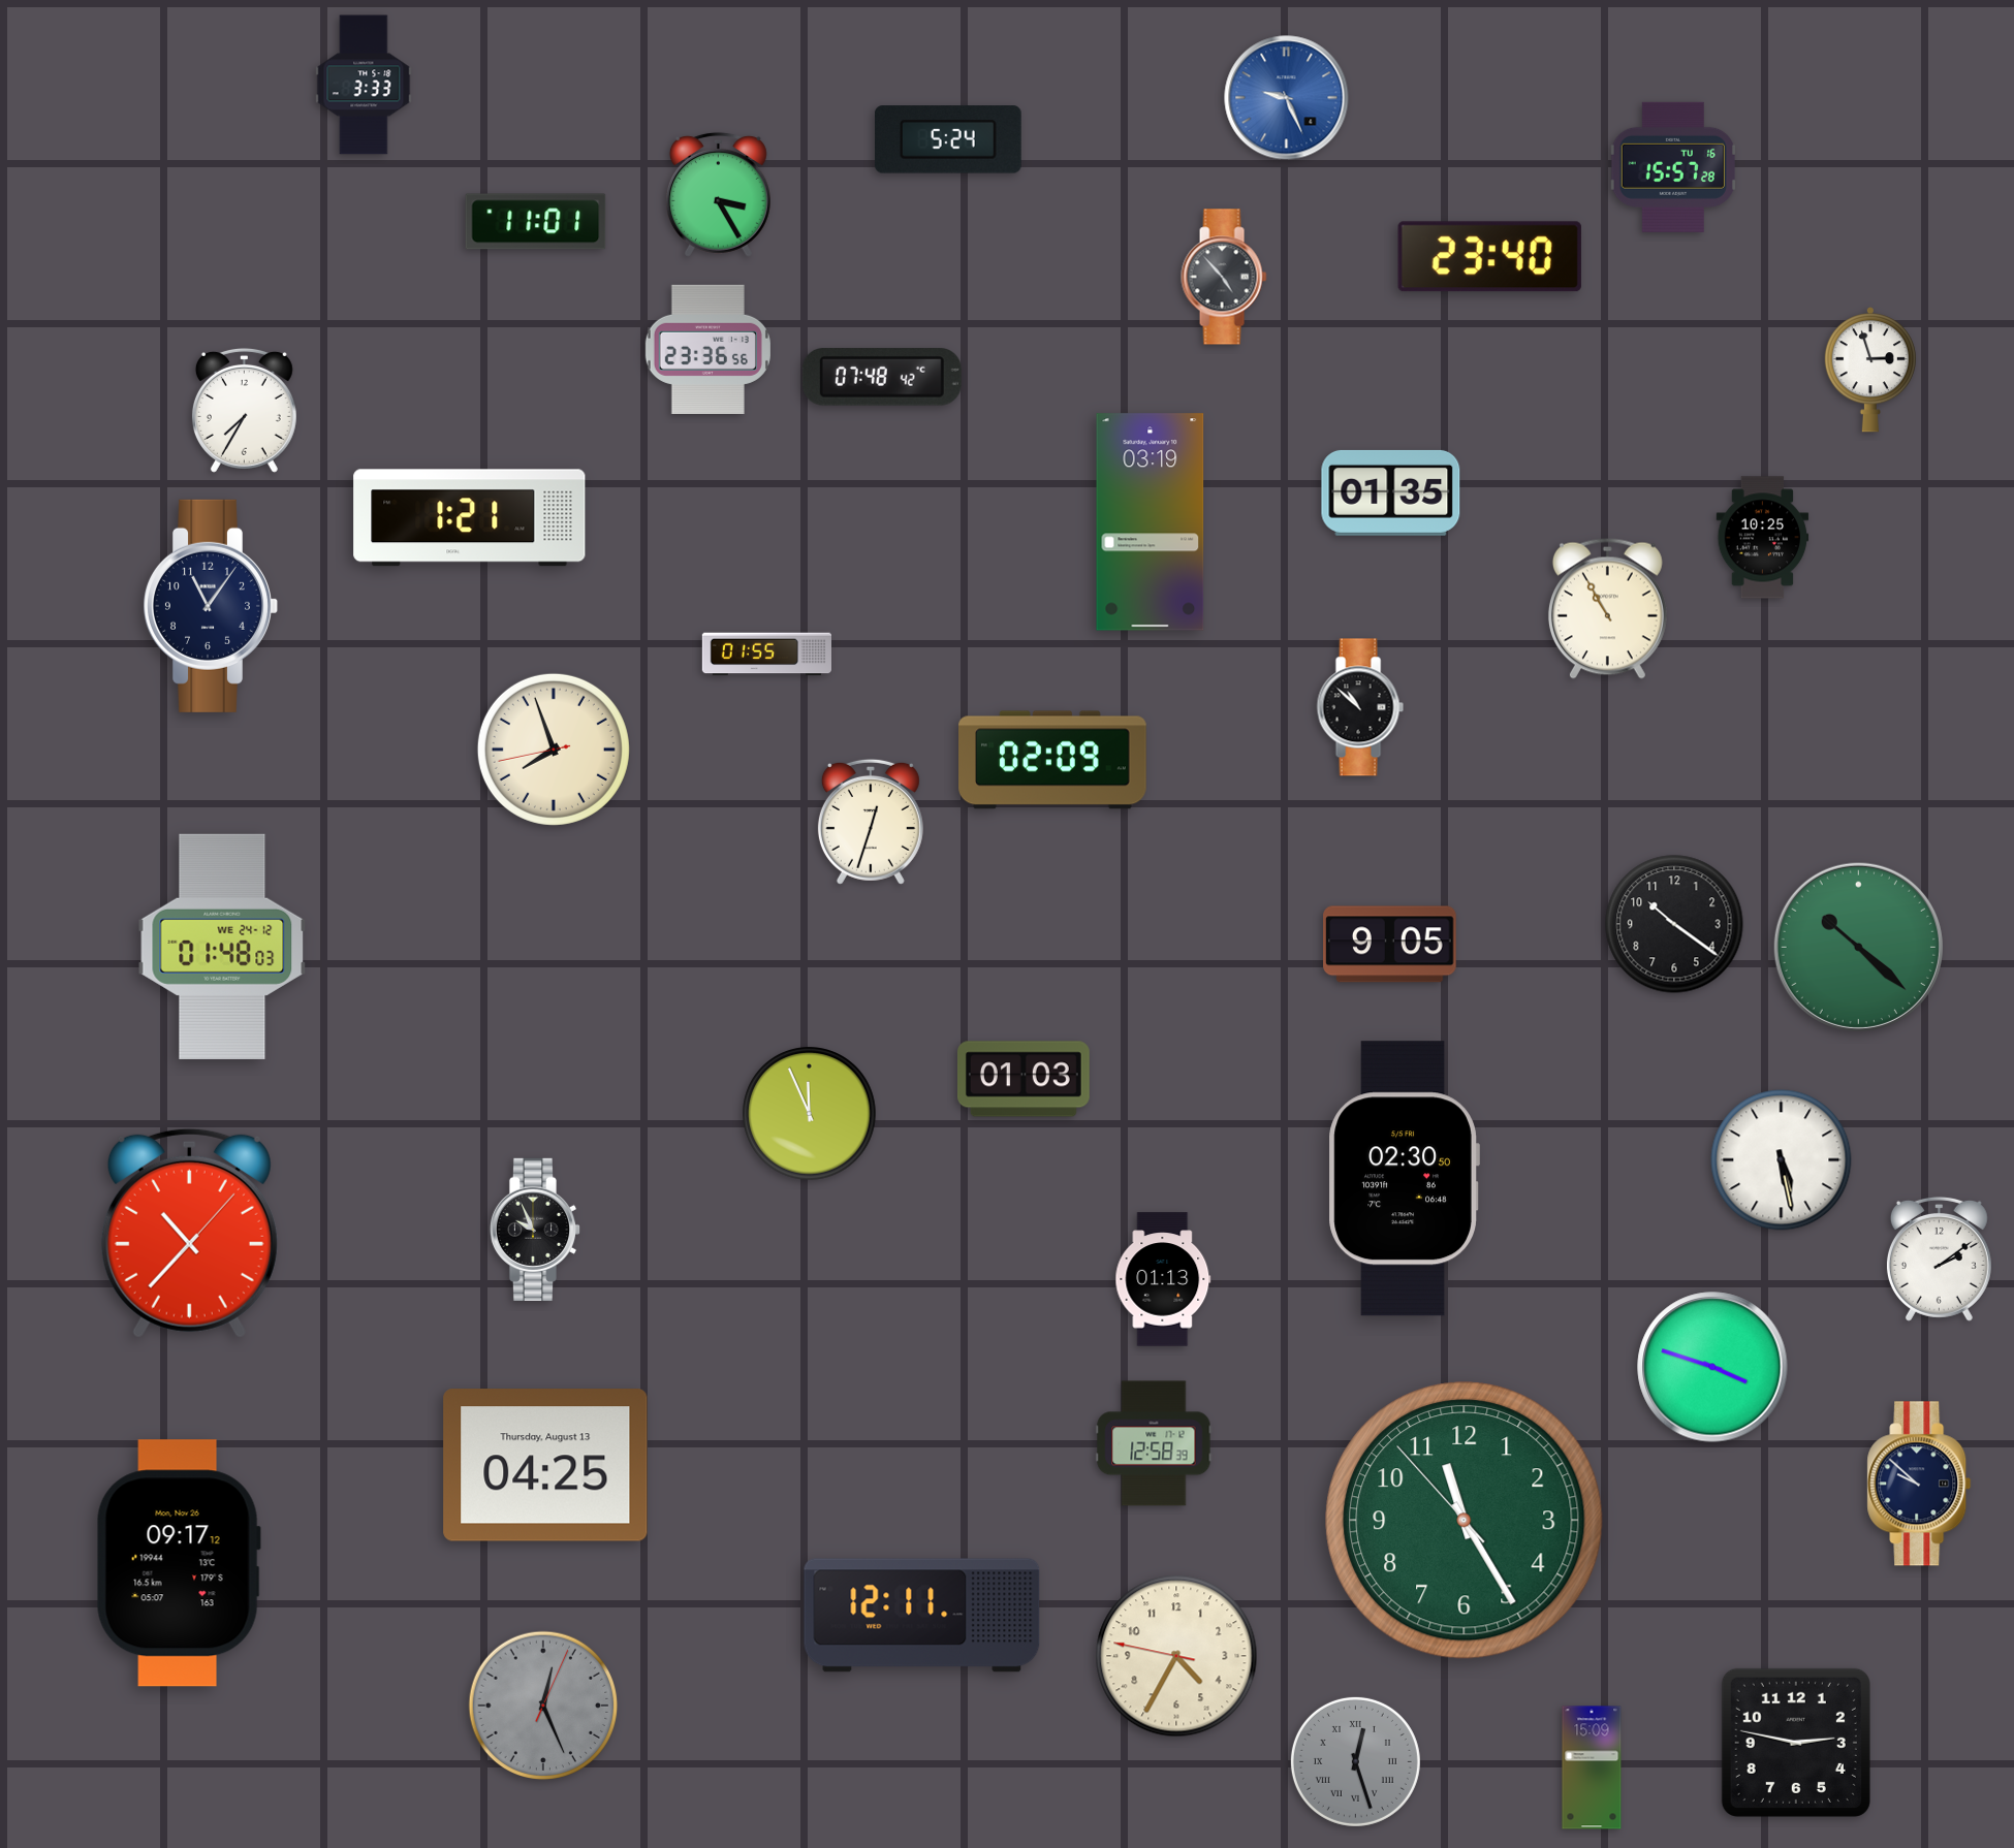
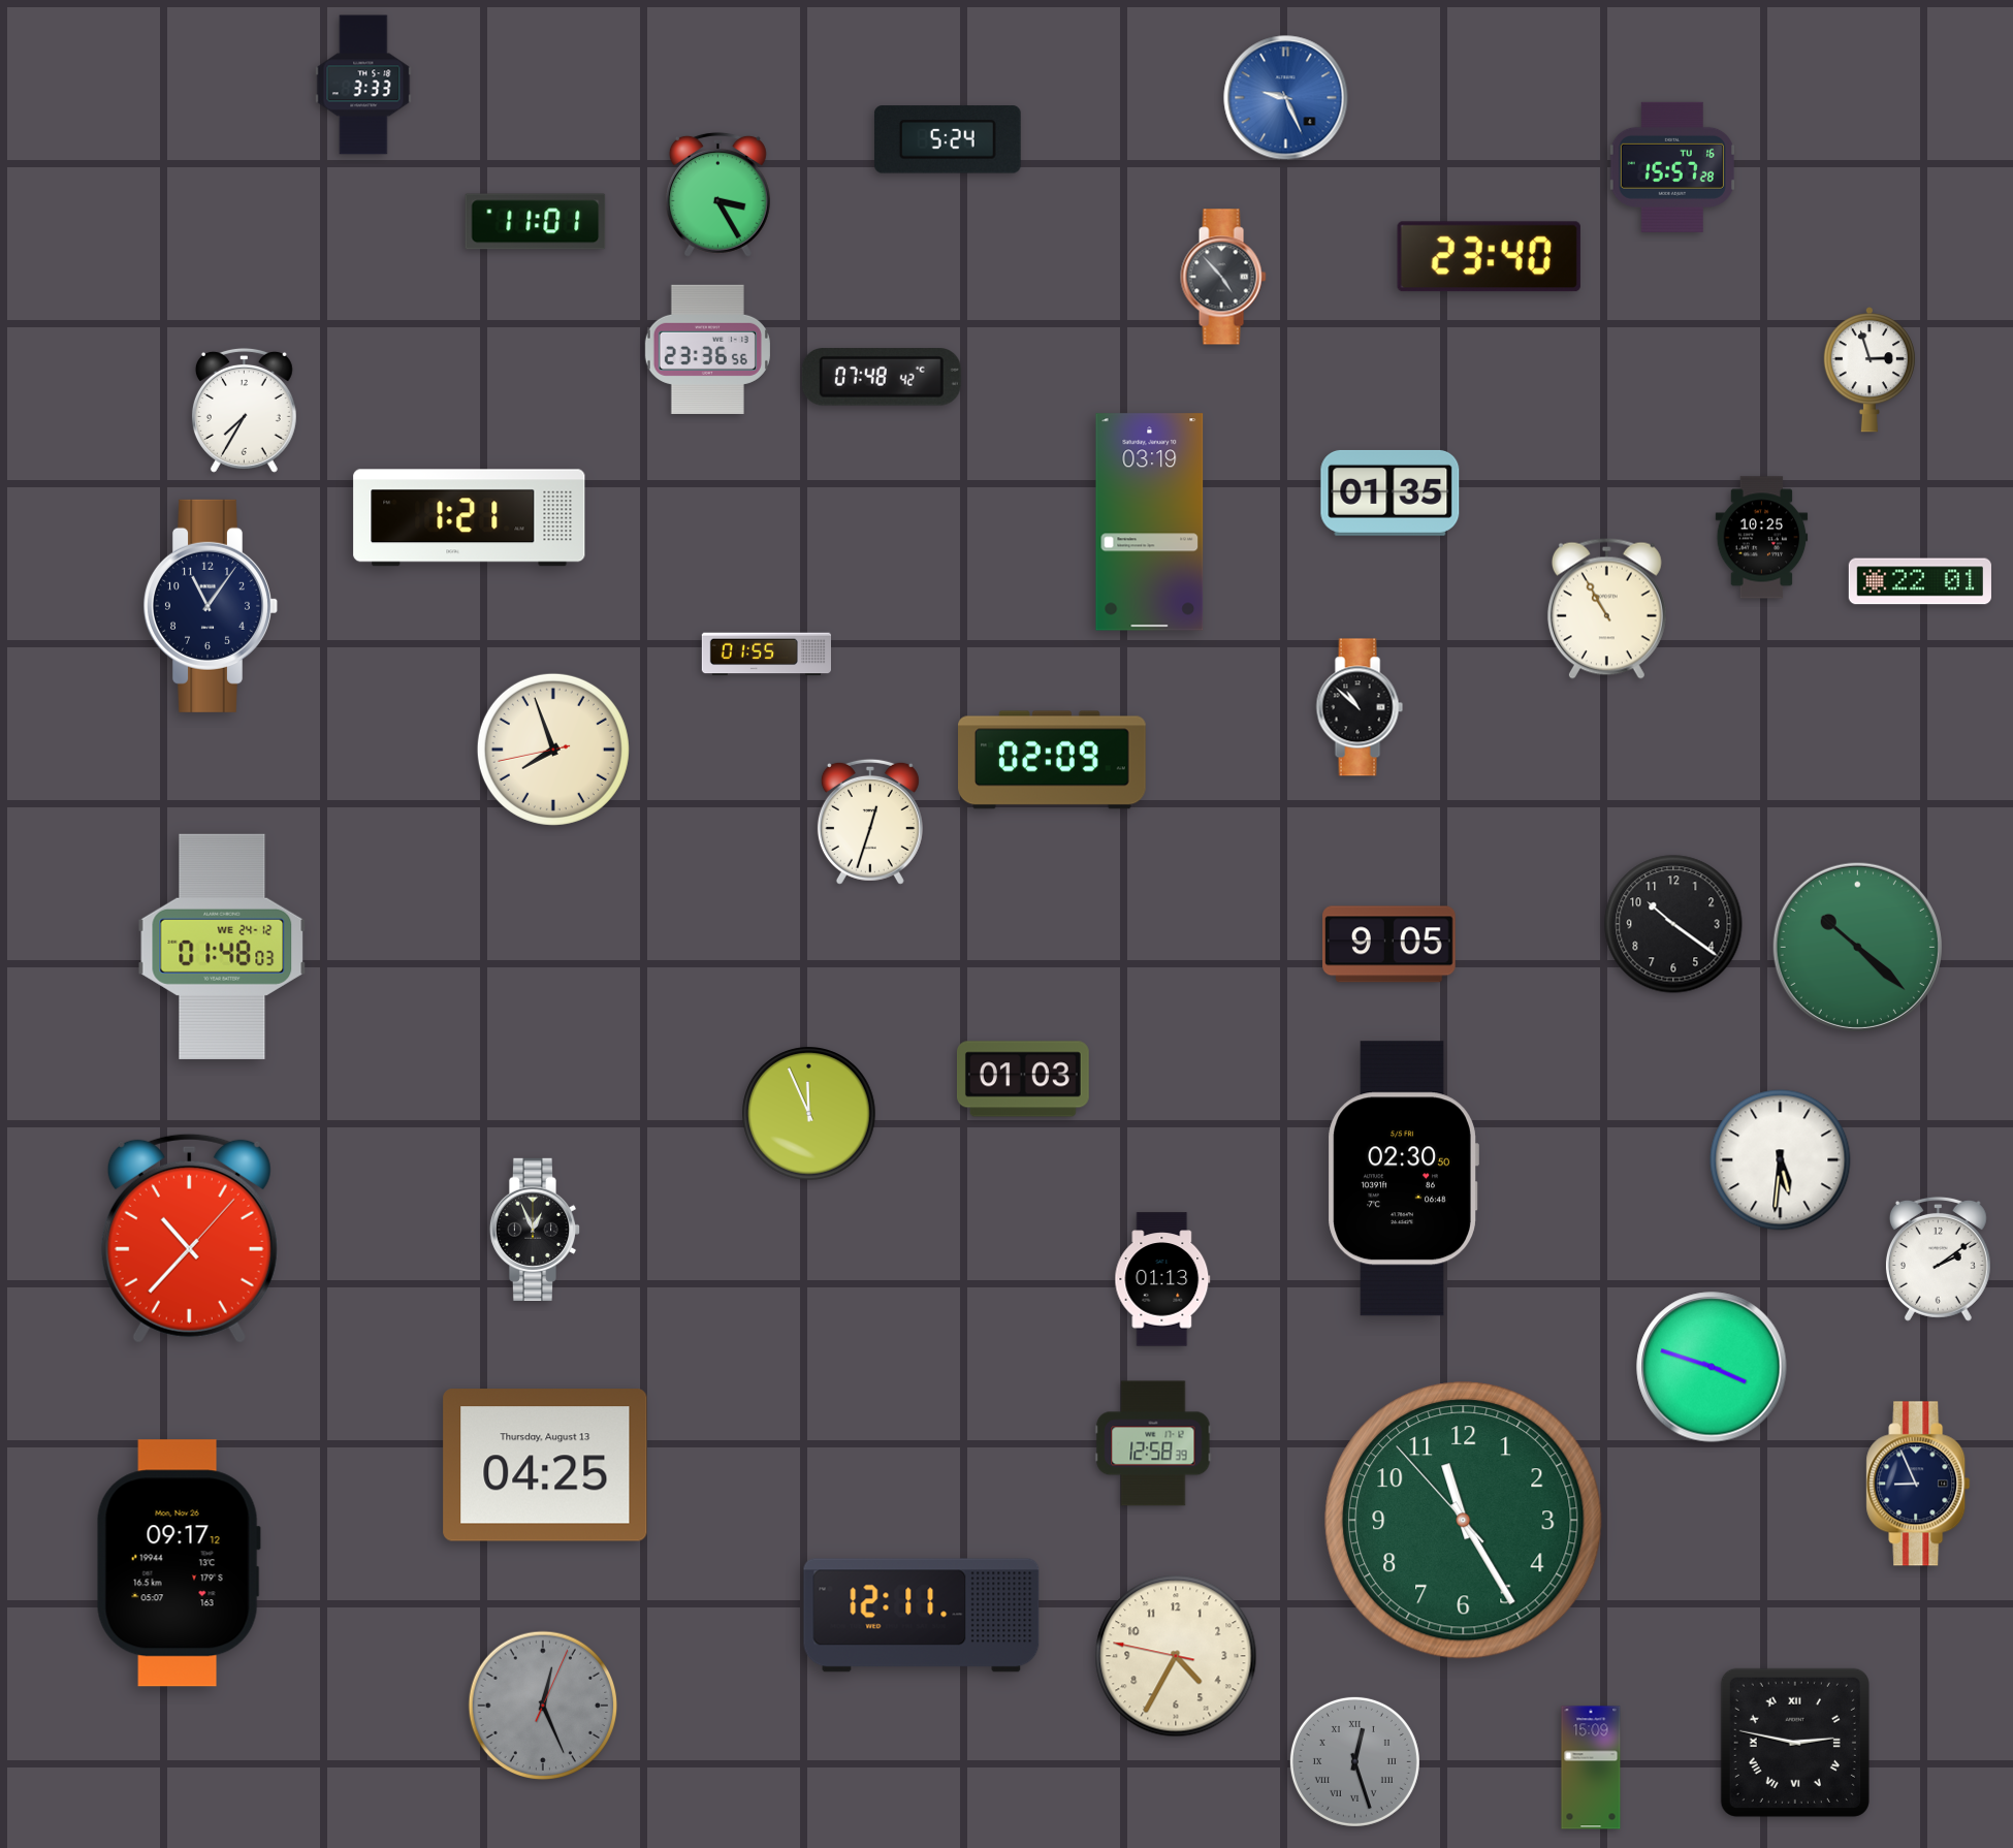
clock at (1920, 581): none -> 22:01
clock at (1782, 1160): 5:28 -> 5:31
clock at (535, 1230): 9:56 -> 12:56
clock at (189, 1233) position: (189, 1233) -> (189, 1238)
clock at (1919, 1484): 9:52 -> 8:56
clock at (1796, 1743) numerals: Arabic -> Roman
